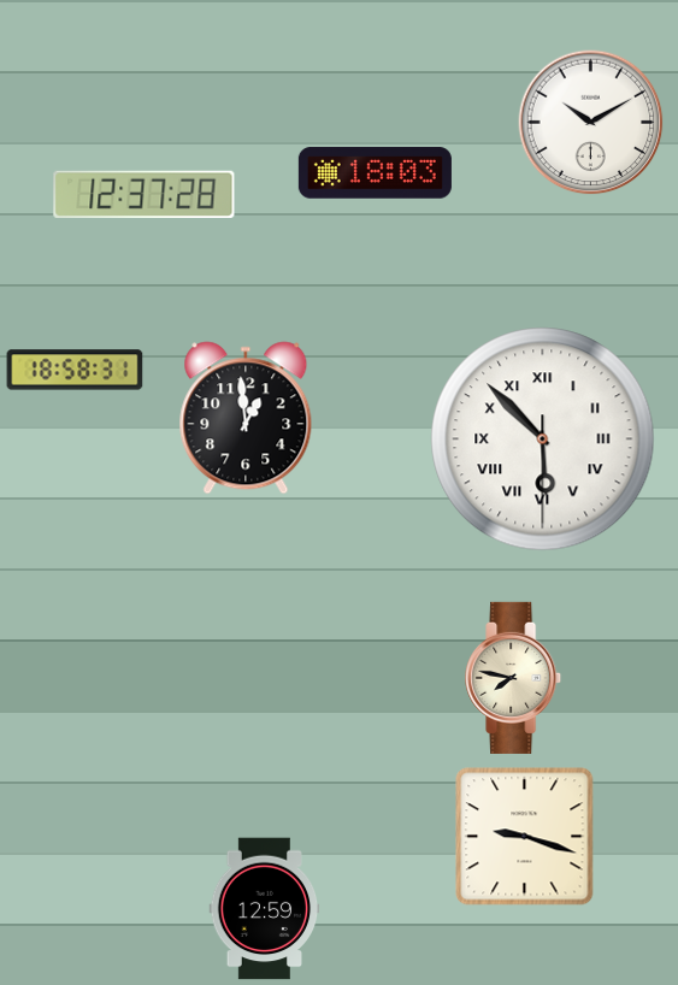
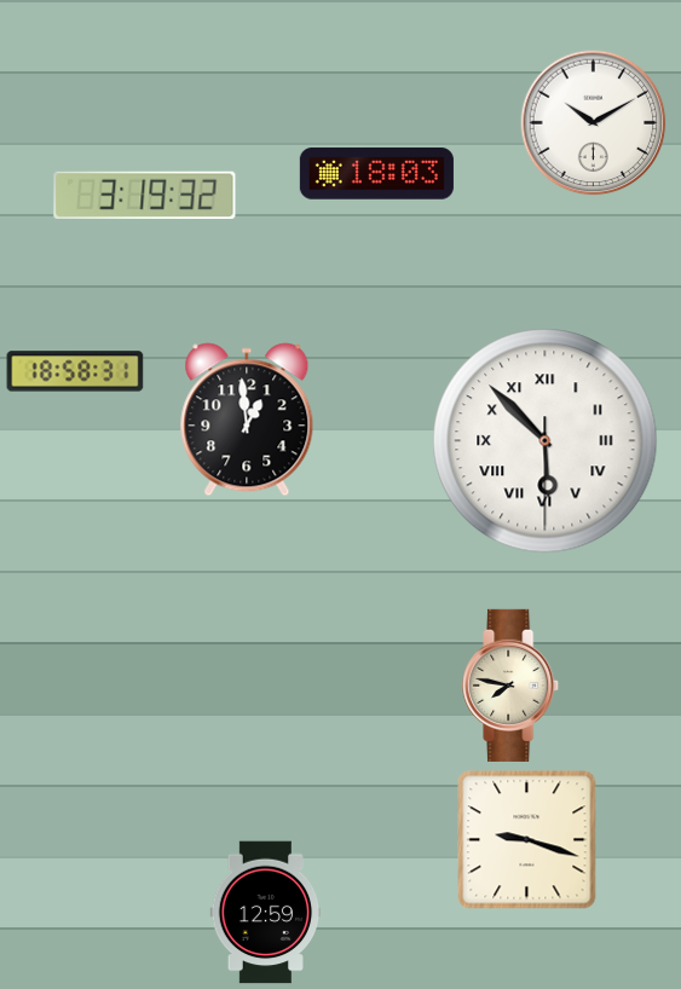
clock at (145, 194): 12:37 -> 3:19
clock at (514, 678) position: (514, 678) -> (512, 686)
